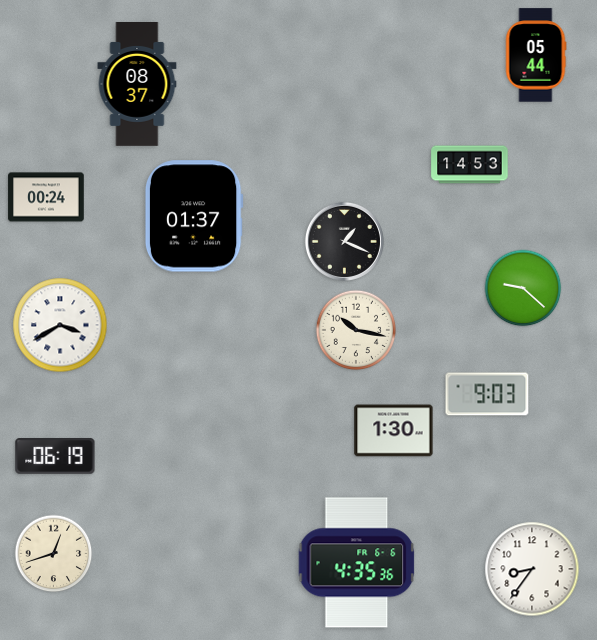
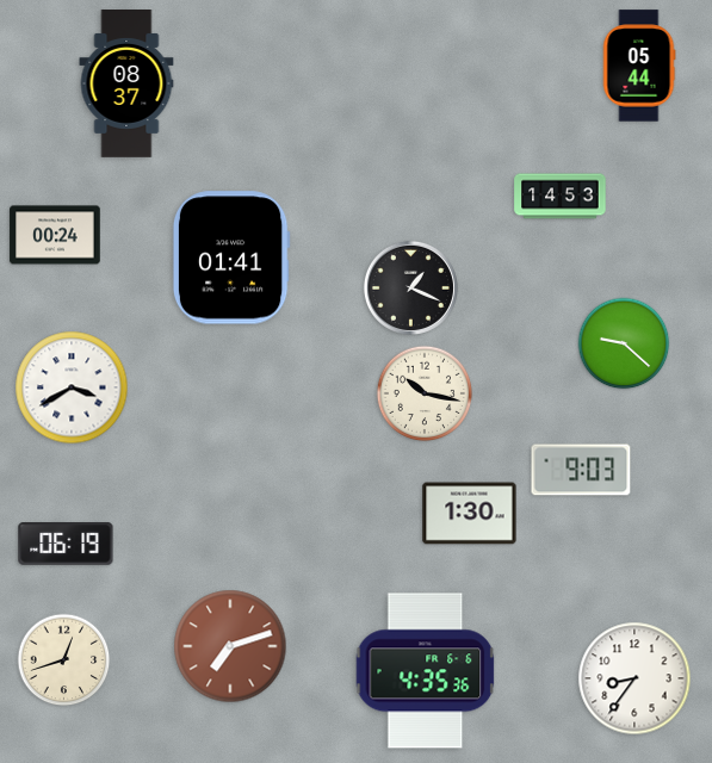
clock at (137, 85) position: (137, 85) -> (126, 85)
clock at (194, 216): 01:37 -> 01:41
clock at (230, 646): none -> 7:12
